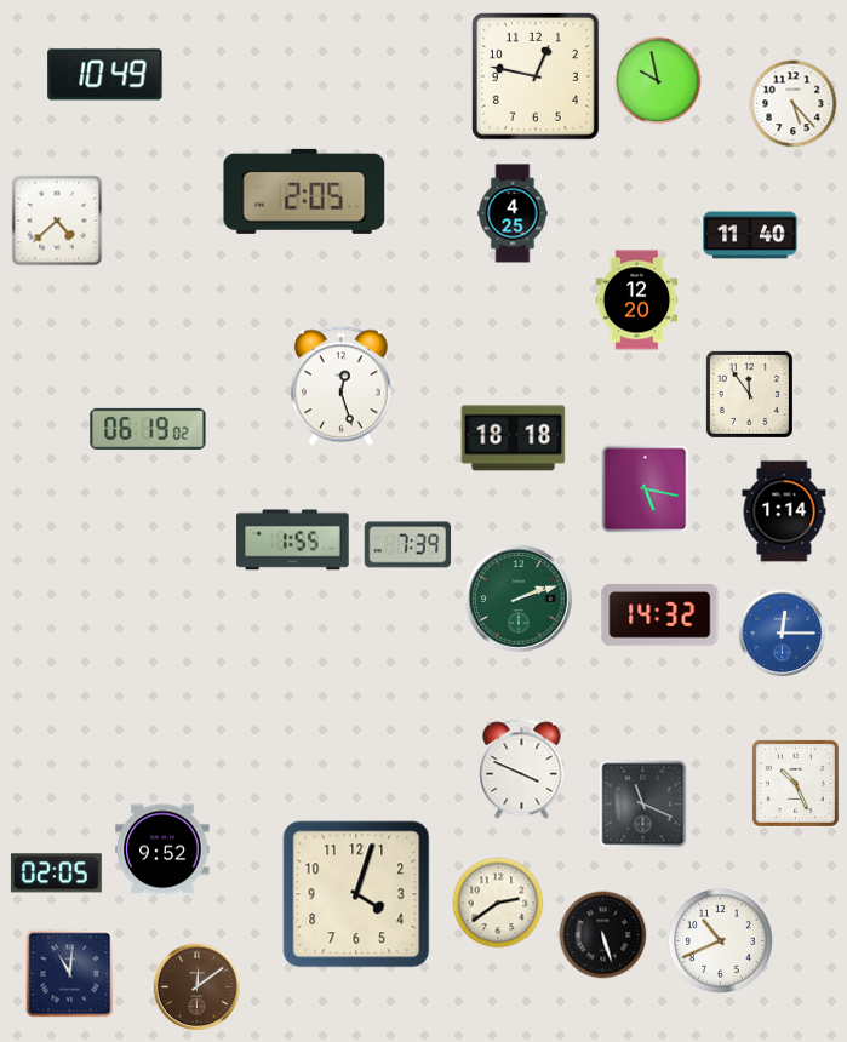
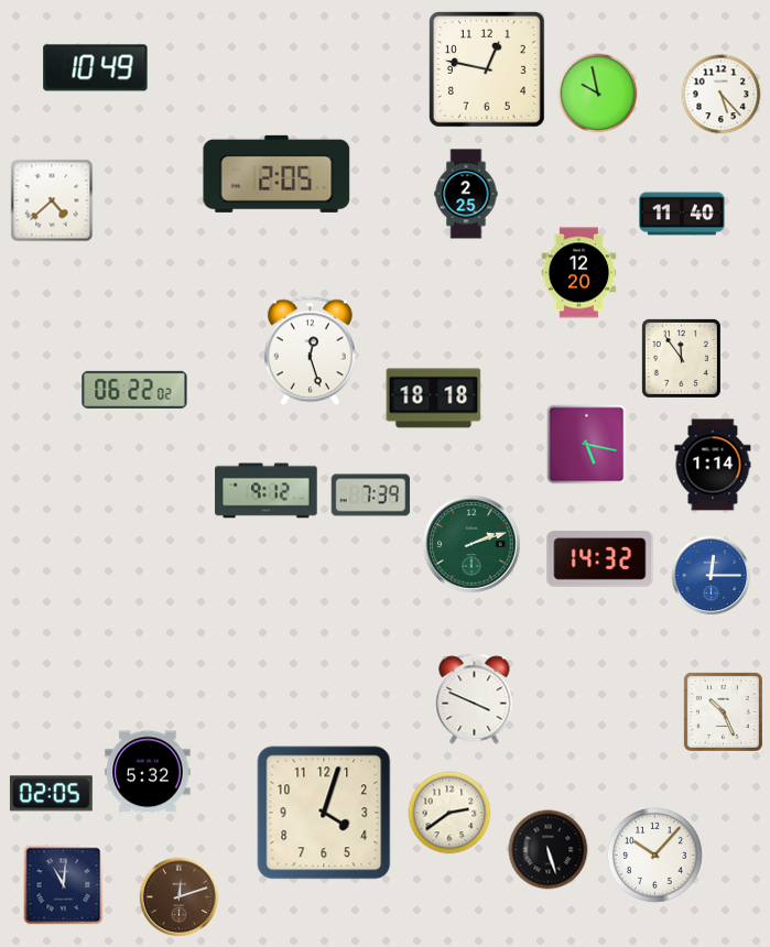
clock at (658, 81) position: (658, 81) -> (598, 94)
clock at (513, 213): 4:25 -> 2:25
clock at (148, 429): 06:19 -> 06:22
clock at (514, 439) position: (514, 439) -> (434, 399)
clock at (293, 540): 1:55 -> 9:12
clock at (643, 805): 11:19 -> none
clock at (162, 849): 9:52 -> 5:32
clock at (498, 903) position: (498, 903) -> (449, 813)
clock at (721, 941): 10:41 -> 10:07
clock at (198, 987): 12:09 -> 12:12
